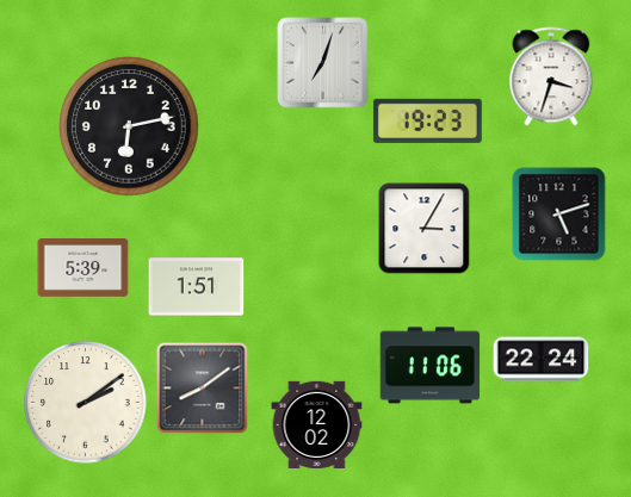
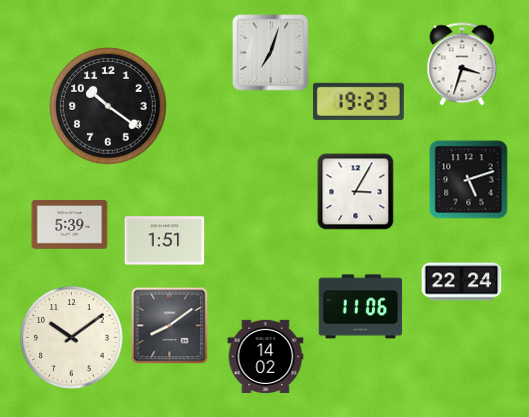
clock at (129, 126): 6:13 -> 10:21
clock at (542, 360) position: (542, 360) -> (462, 282)
clock at (86, 403): 2:09 -> 10:09
clock at (317, 424): 12:02 -> 14:02
